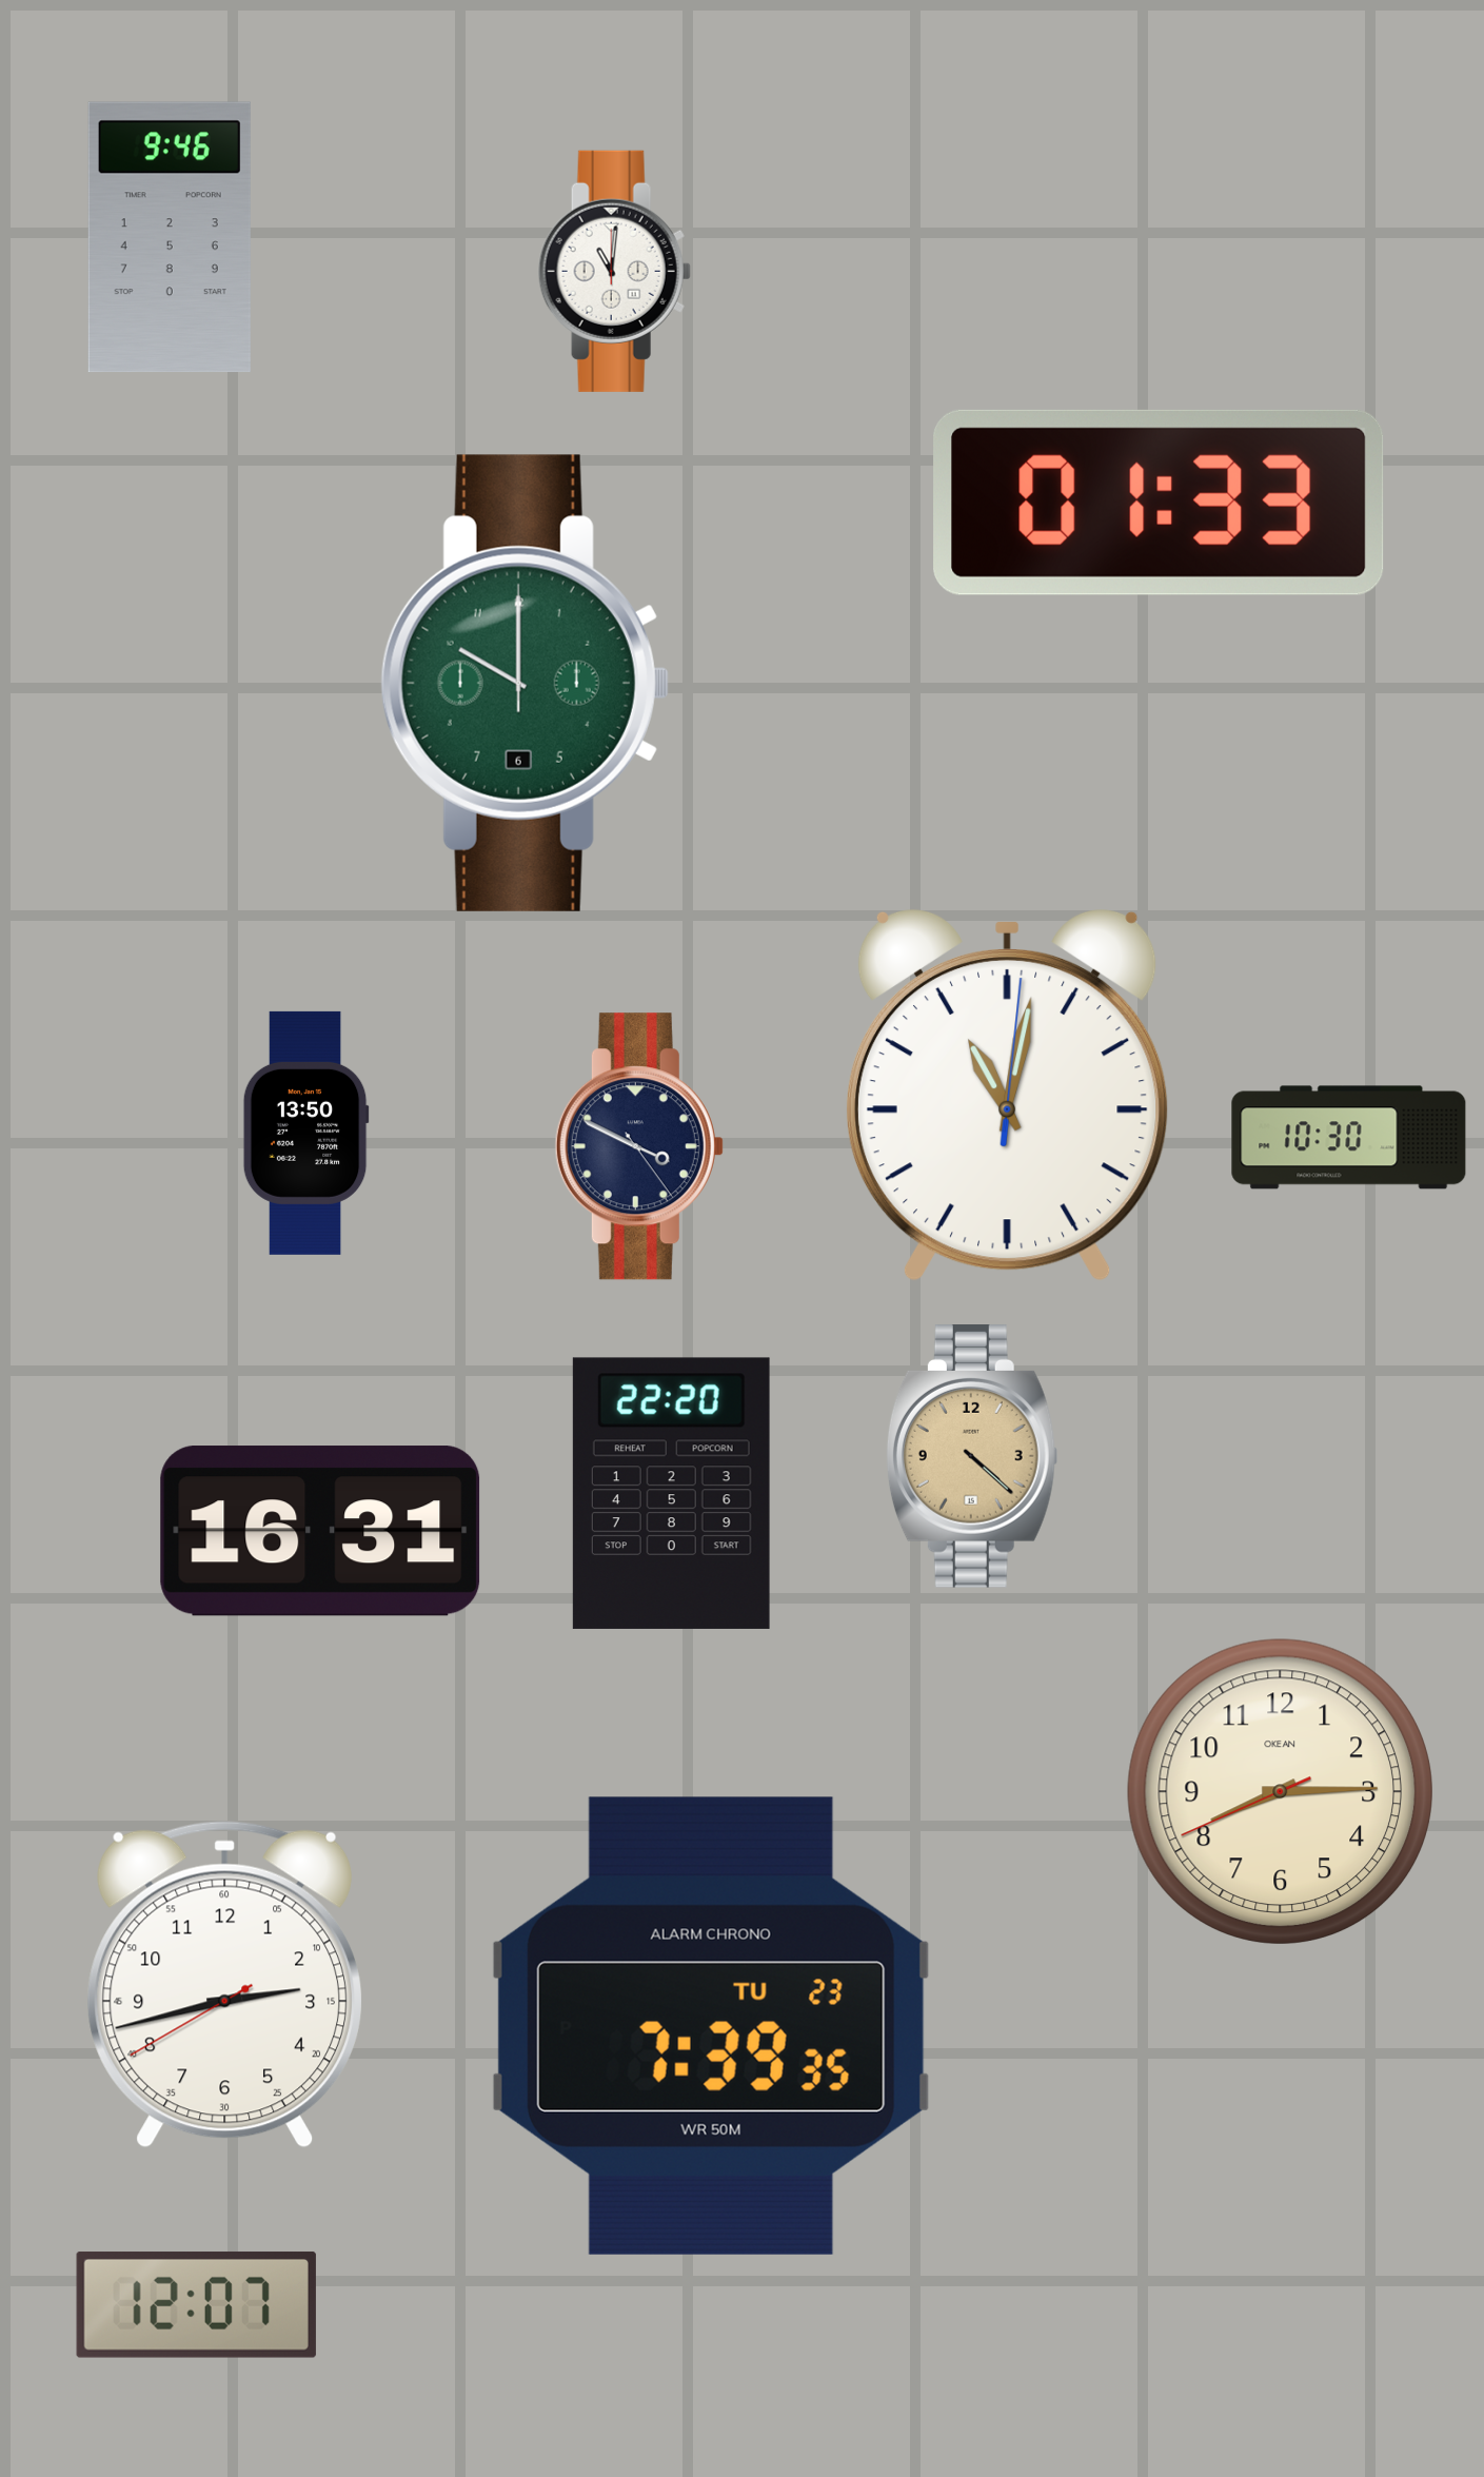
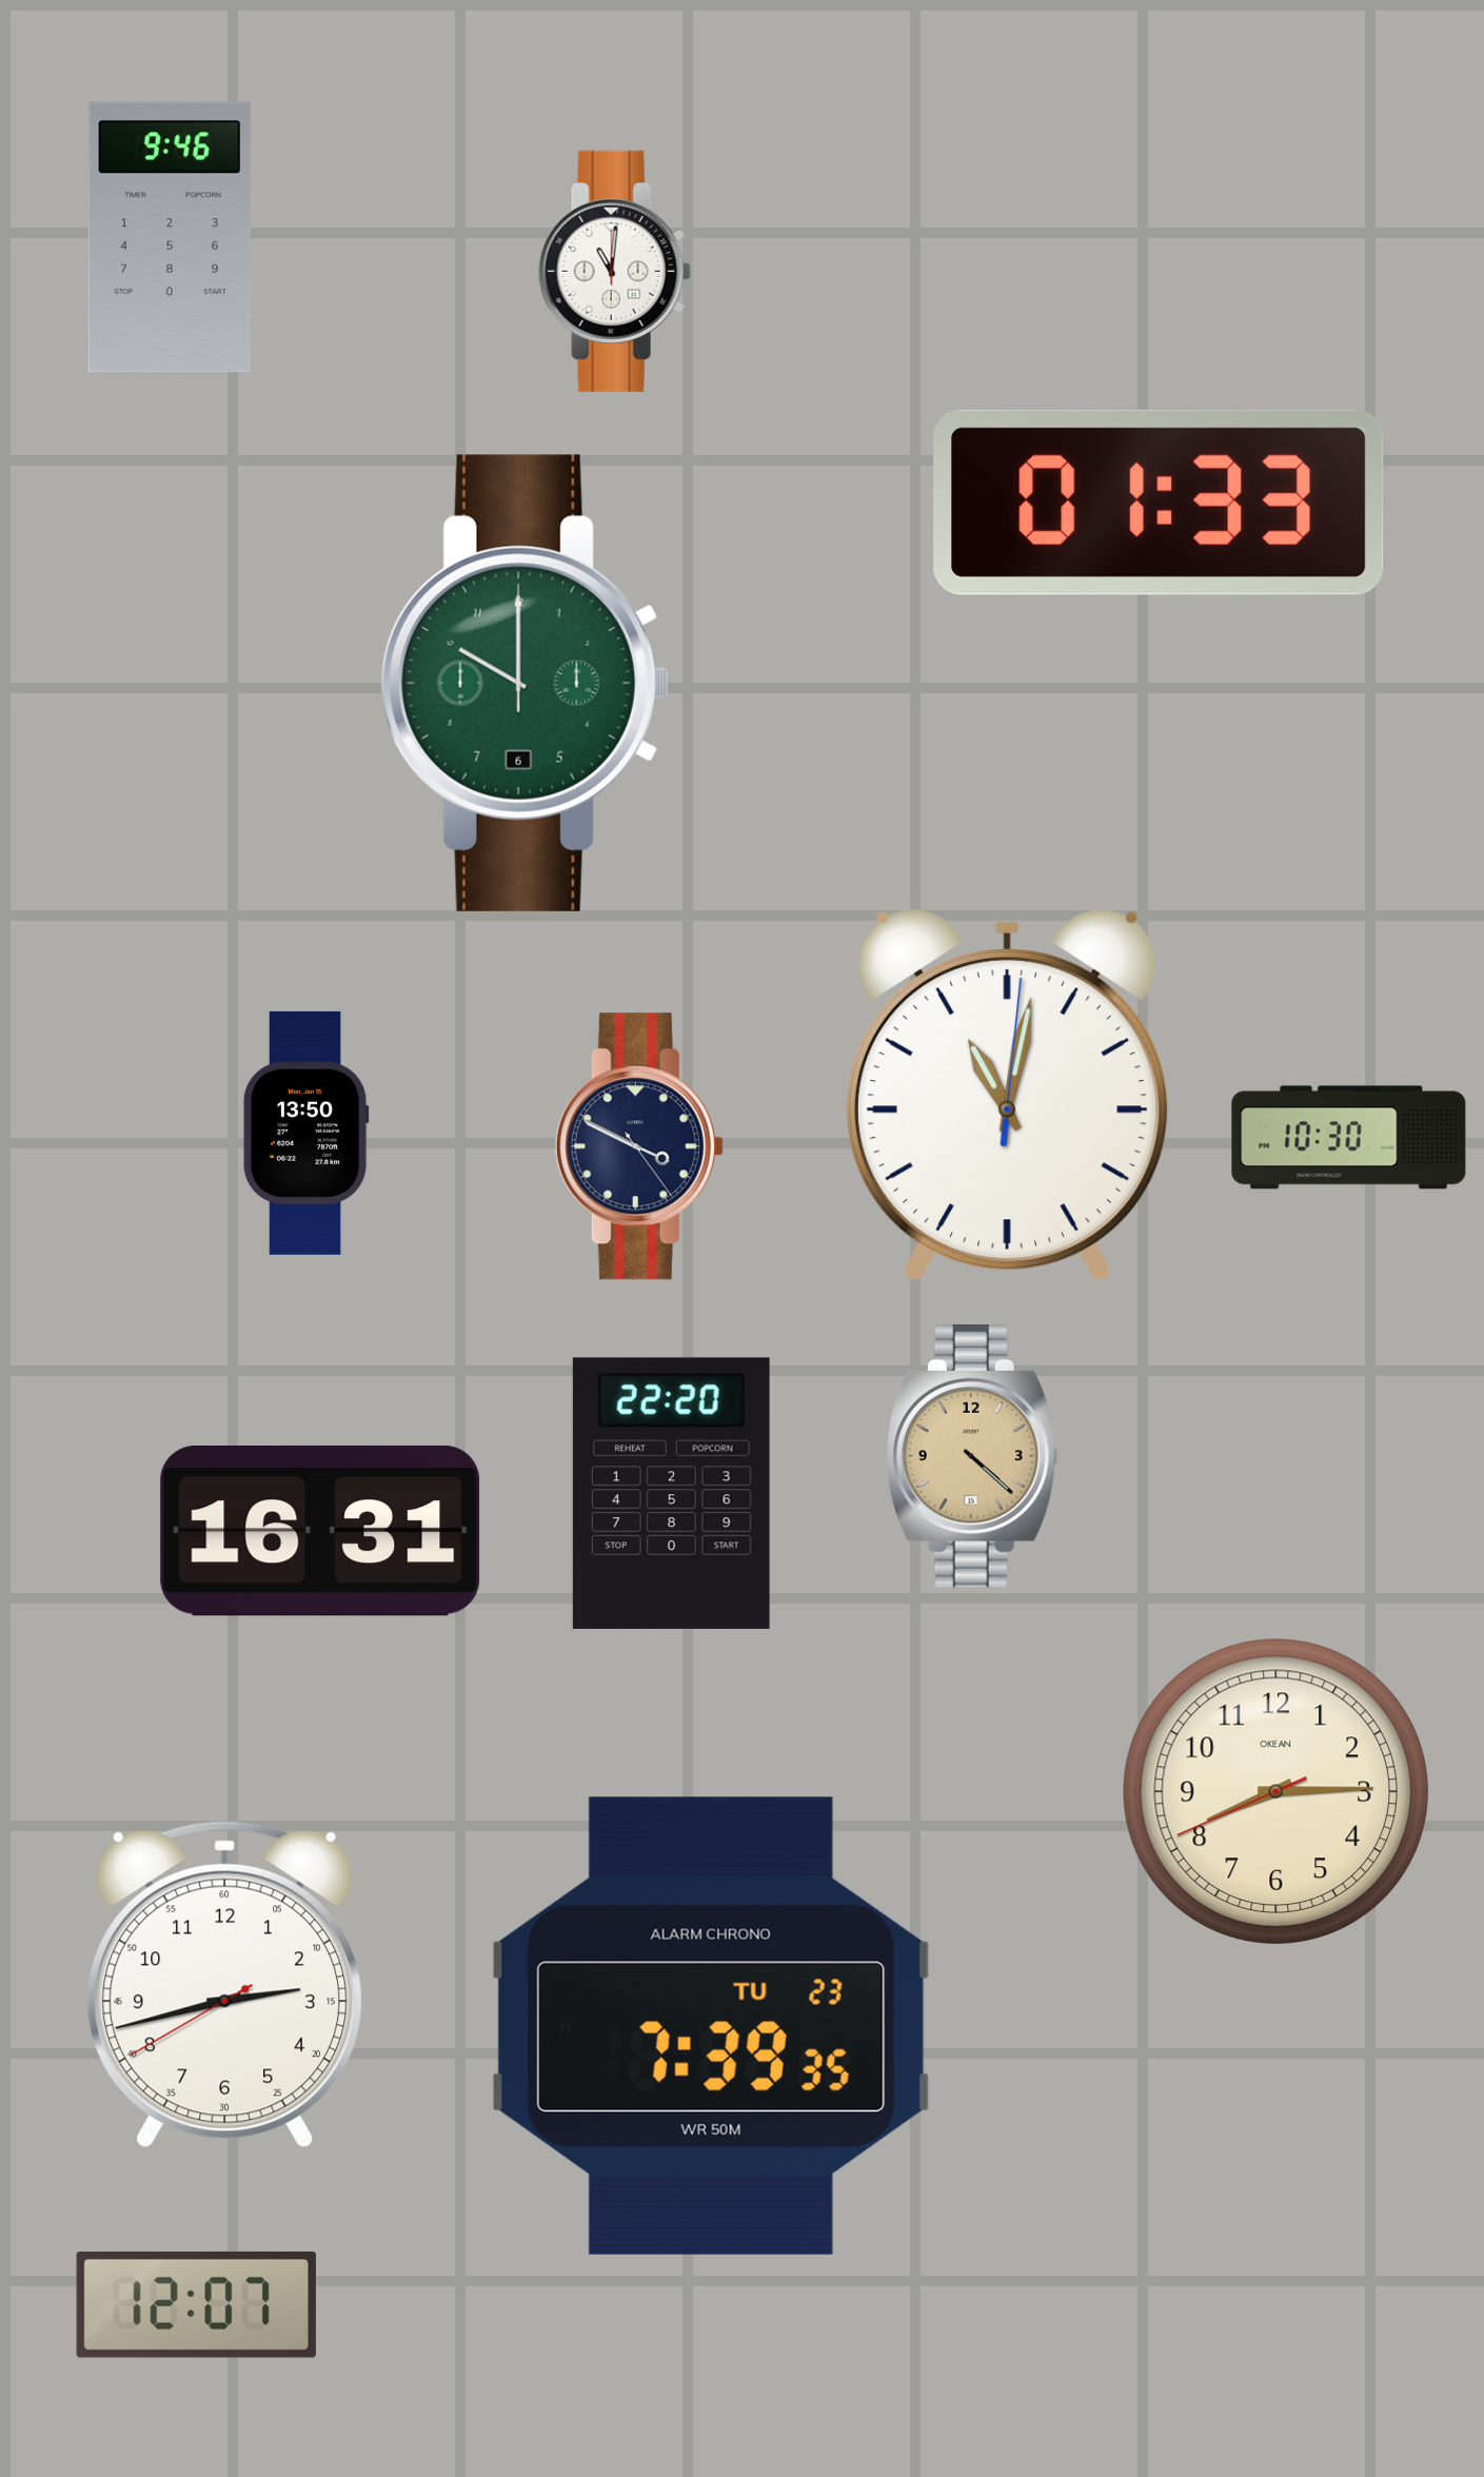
clock at (1280, 1791) position: (1280, 1791) -> (1275, 1791)
